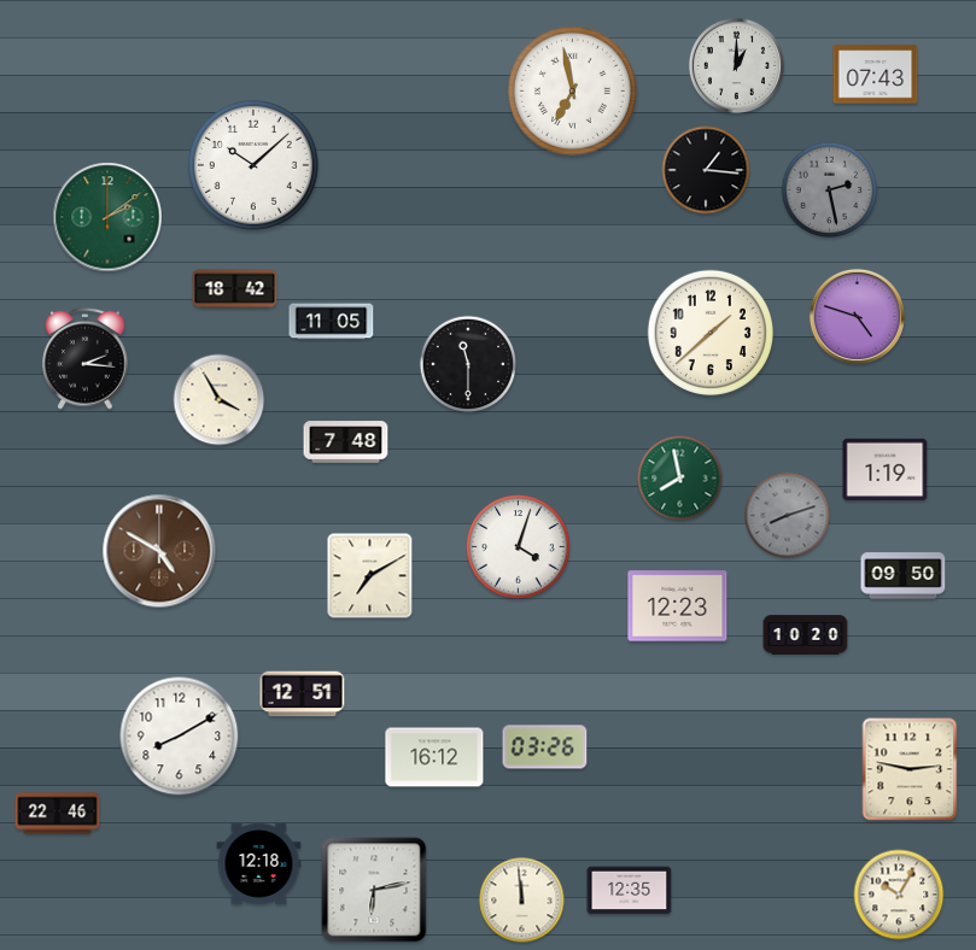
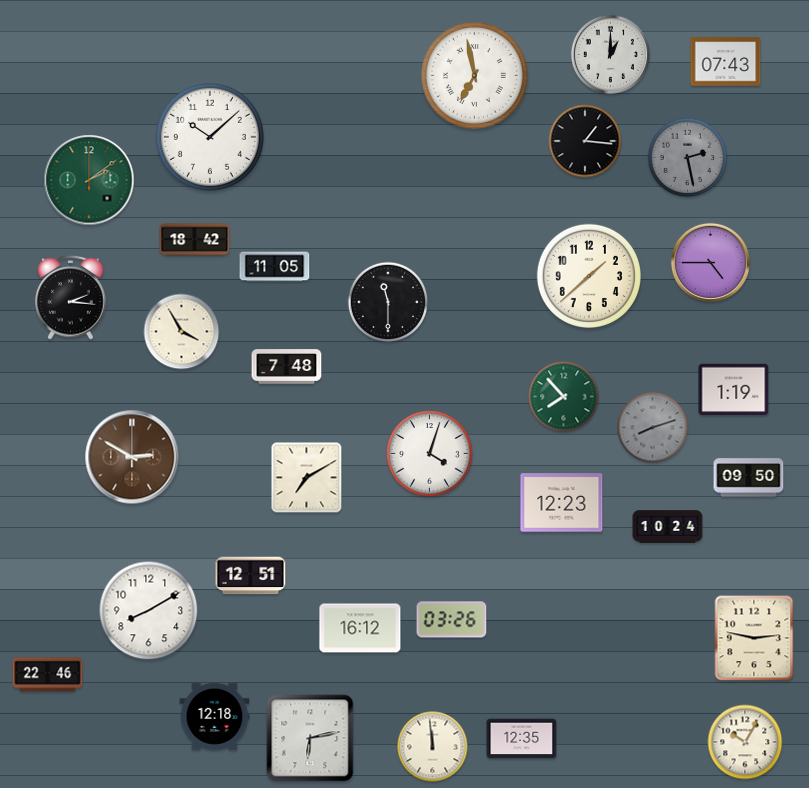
clock at (857, 316): 4:48 -> 4:45
clock at (680, 479): 7:58 -> 7:53
clock at (159, 551): 4:50 -> 2:50
clock at (806, 635): 10:20 -> 10:24
